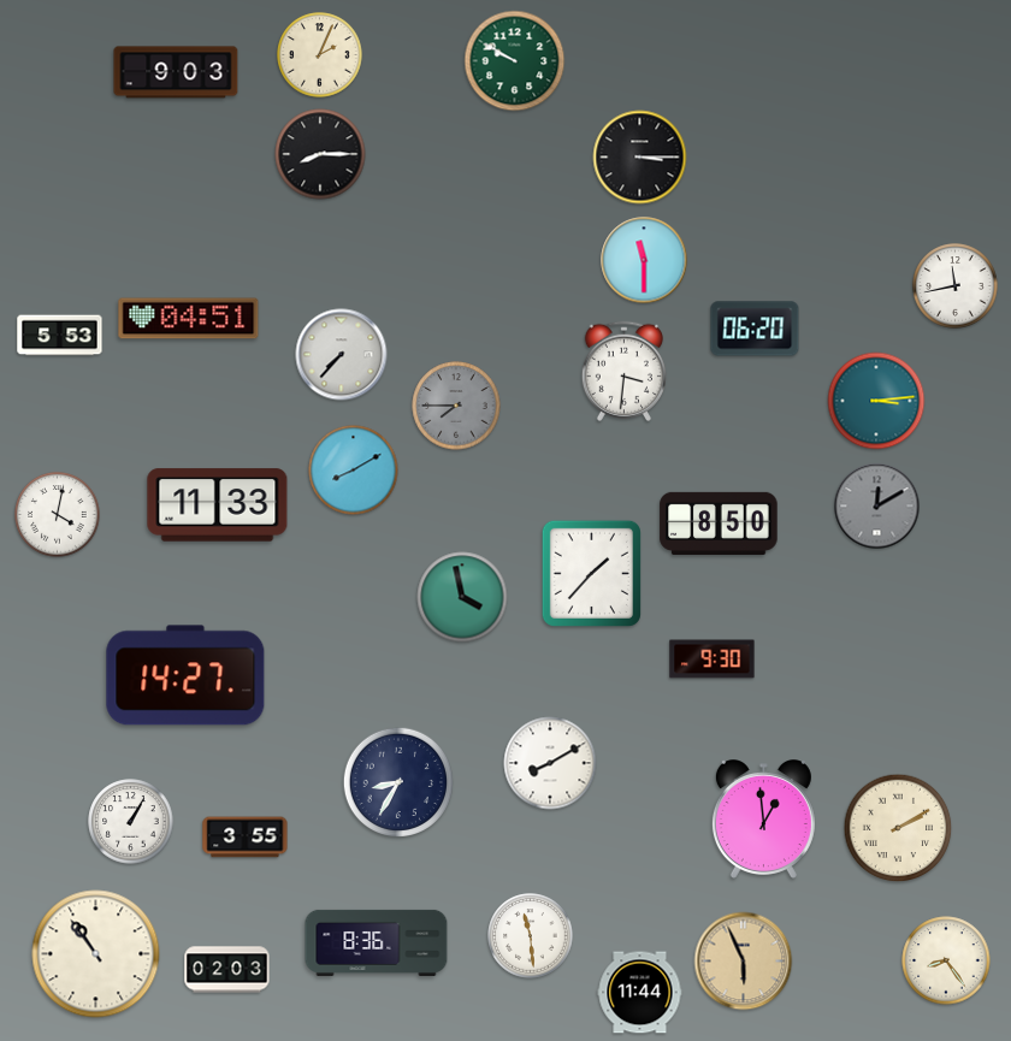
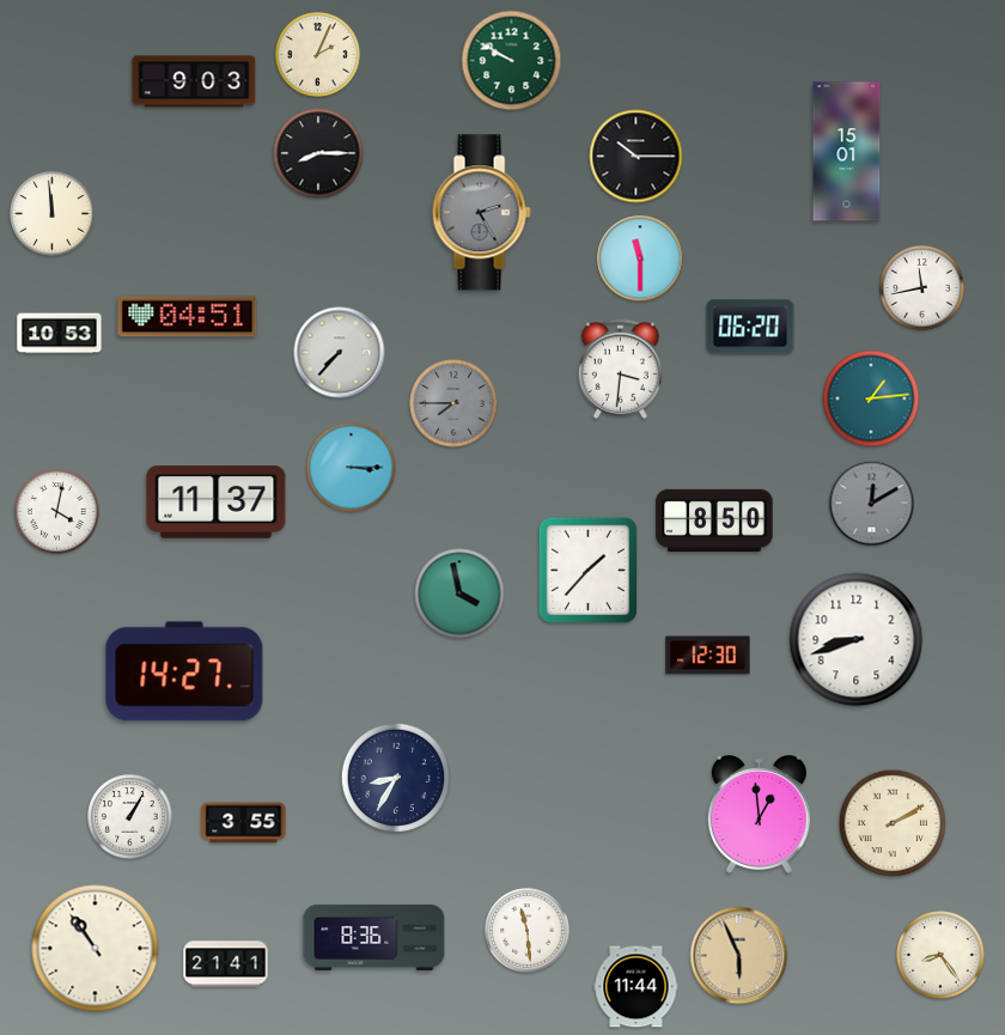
clock at (176, 72) position: (176, 72) -> (194, 81)
clock at (847, 152): none -> 15:01
clock at (640, 158): 3:15 -> 10:15
clock at (481, 213): none -> 2:25
clock at (53, 214): none -> 11:59
clock at (956, 286) position: (956, 286) -> (922, 288)
clock at (60, 336): 5:53 -> 10:53
clock at (876, 401): 3:14 -> 1:14
clock at (354, 471): 8:10 -> 3:15
clock at (218, 505): 11:33 -> 11:37
clock at (857, 640): none -> 8:42
clock at (713, 660): 9:30 -> 12:30
clock at (550, 763): 8:10 -> none
clock at (246, 838) position: (246, 838) -> (244, 823)
clock at (227, 970): 02:03 -> 21:41
